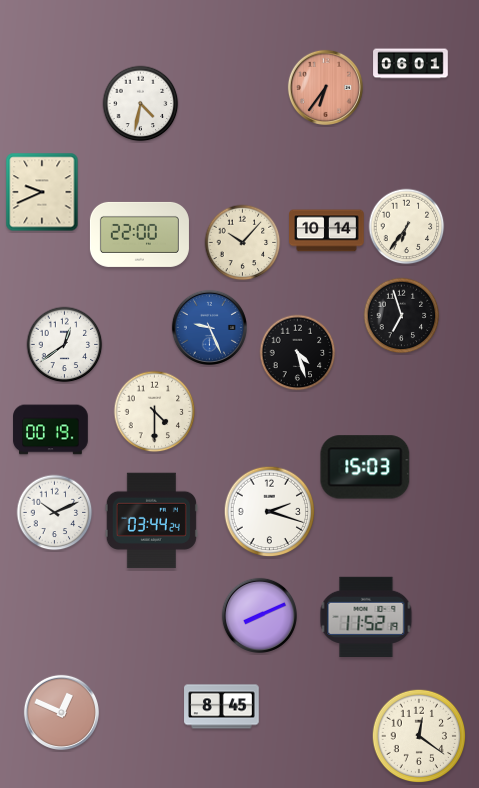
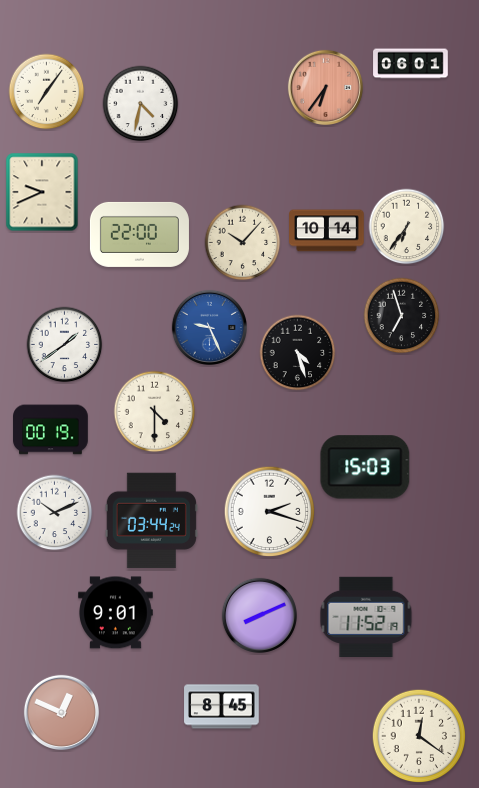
clock at (47, 92): none -> 7:06
clock at (65, 345): 12:39 -> 1:39
clock at (116, 613): none -> 9:01
